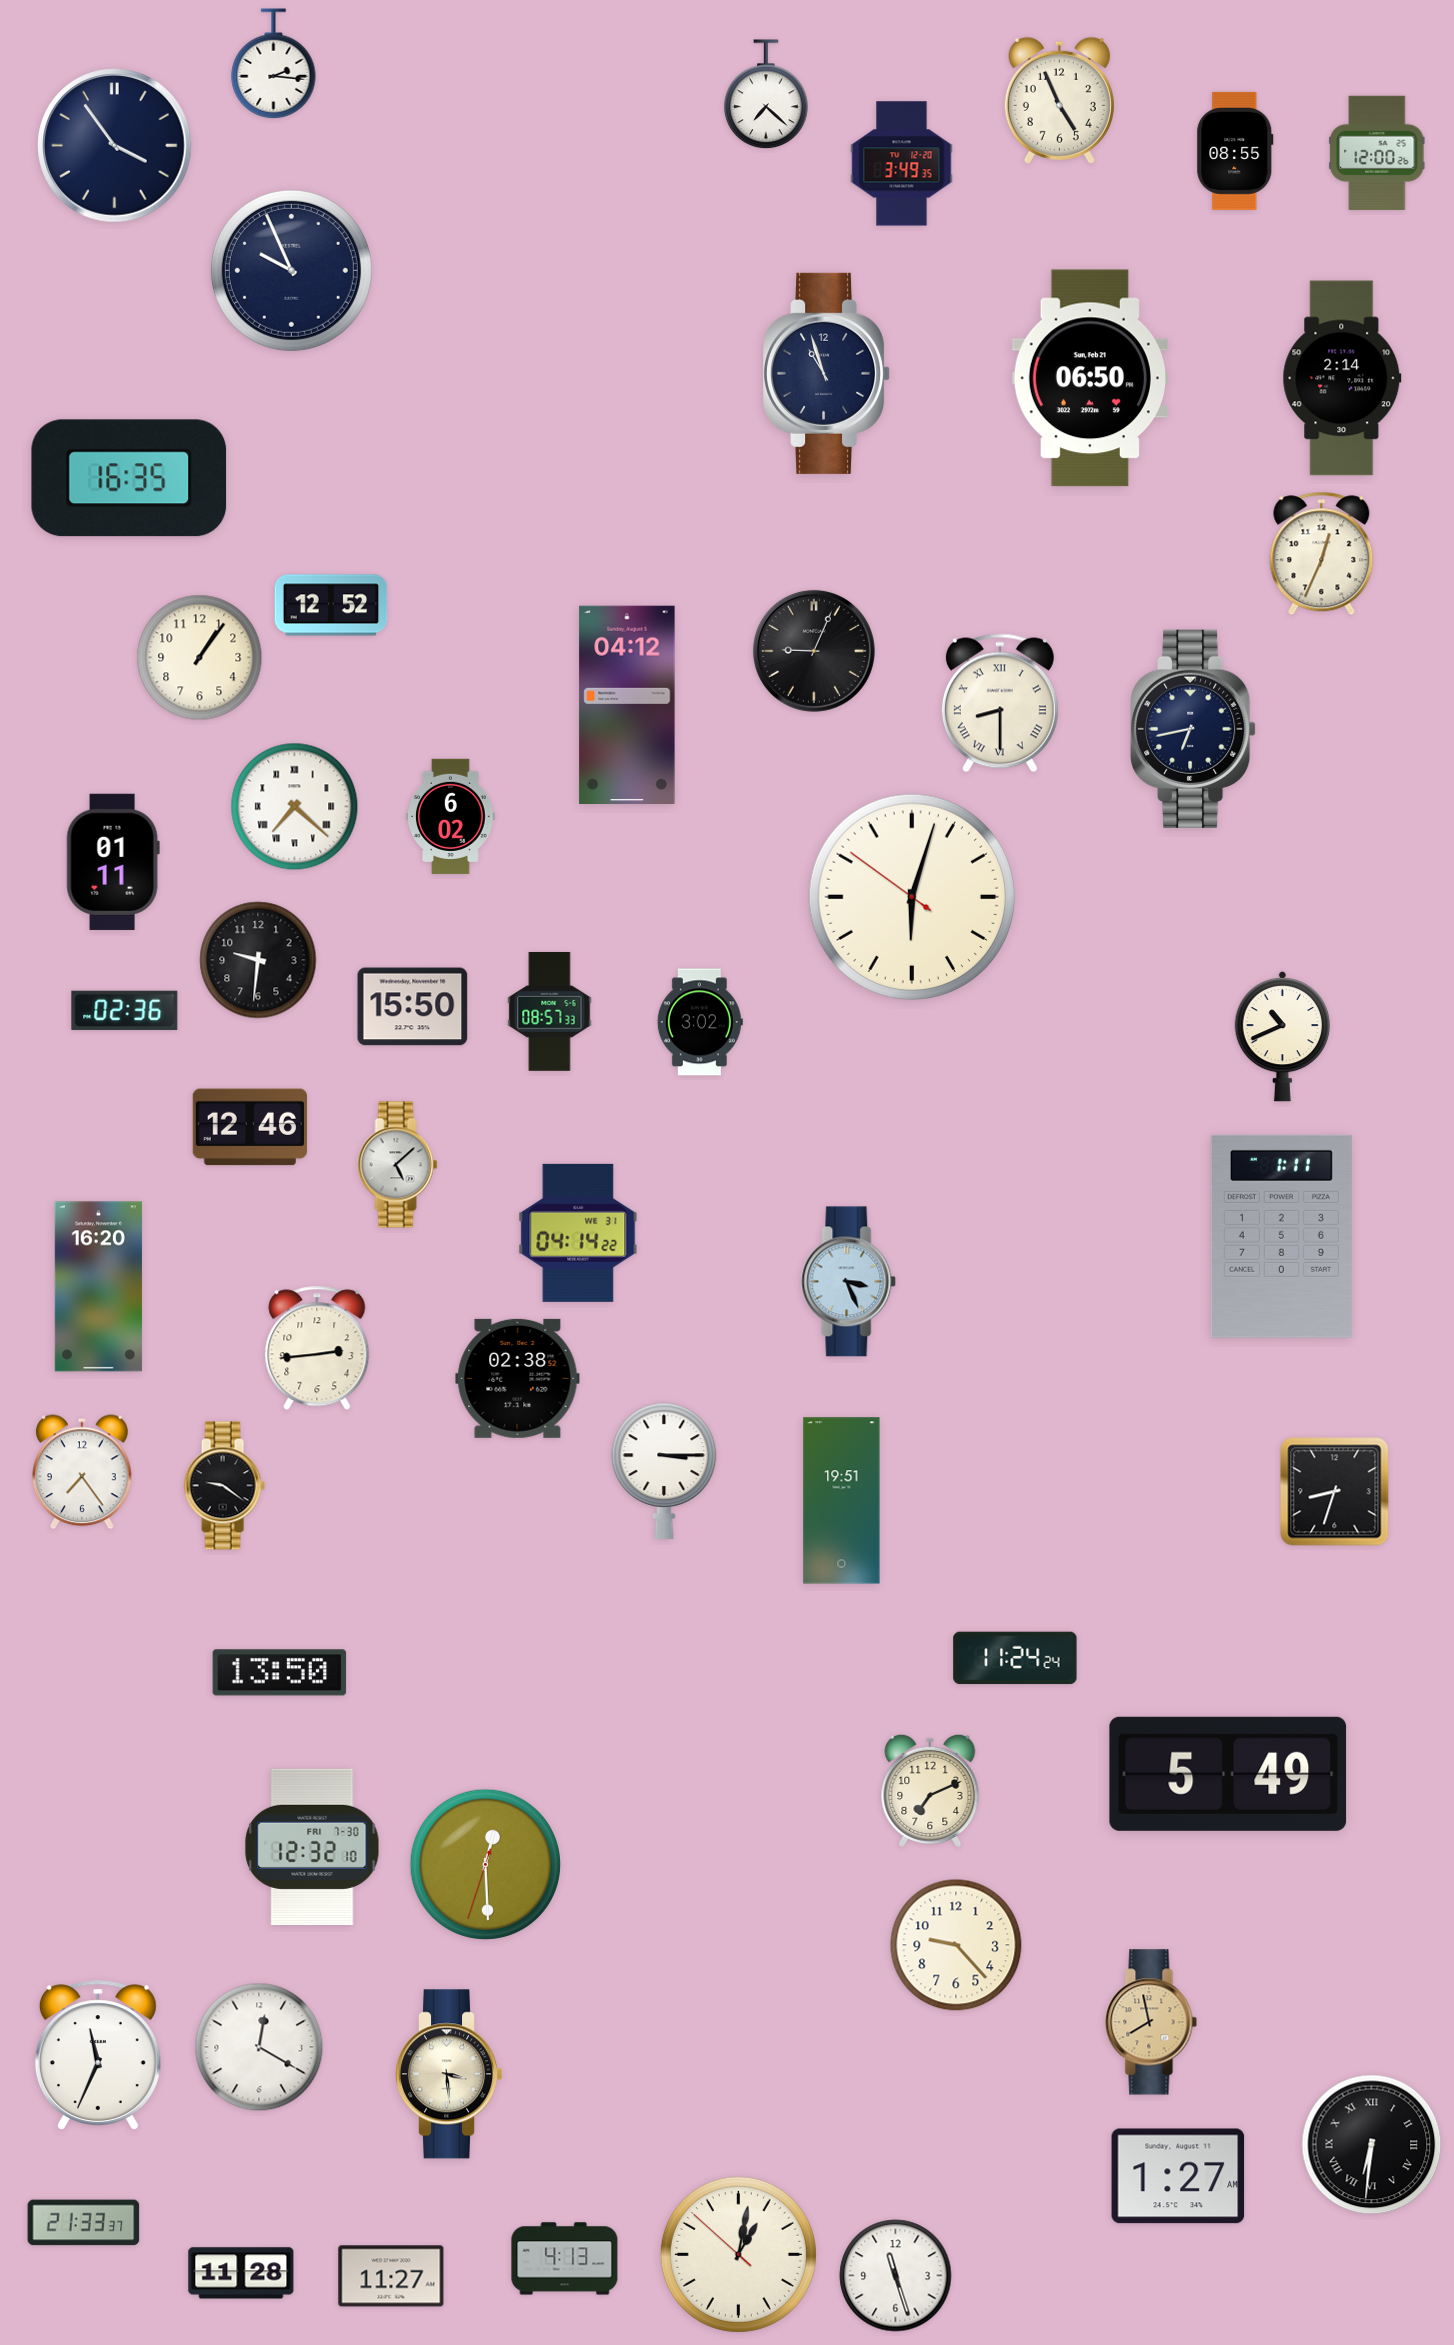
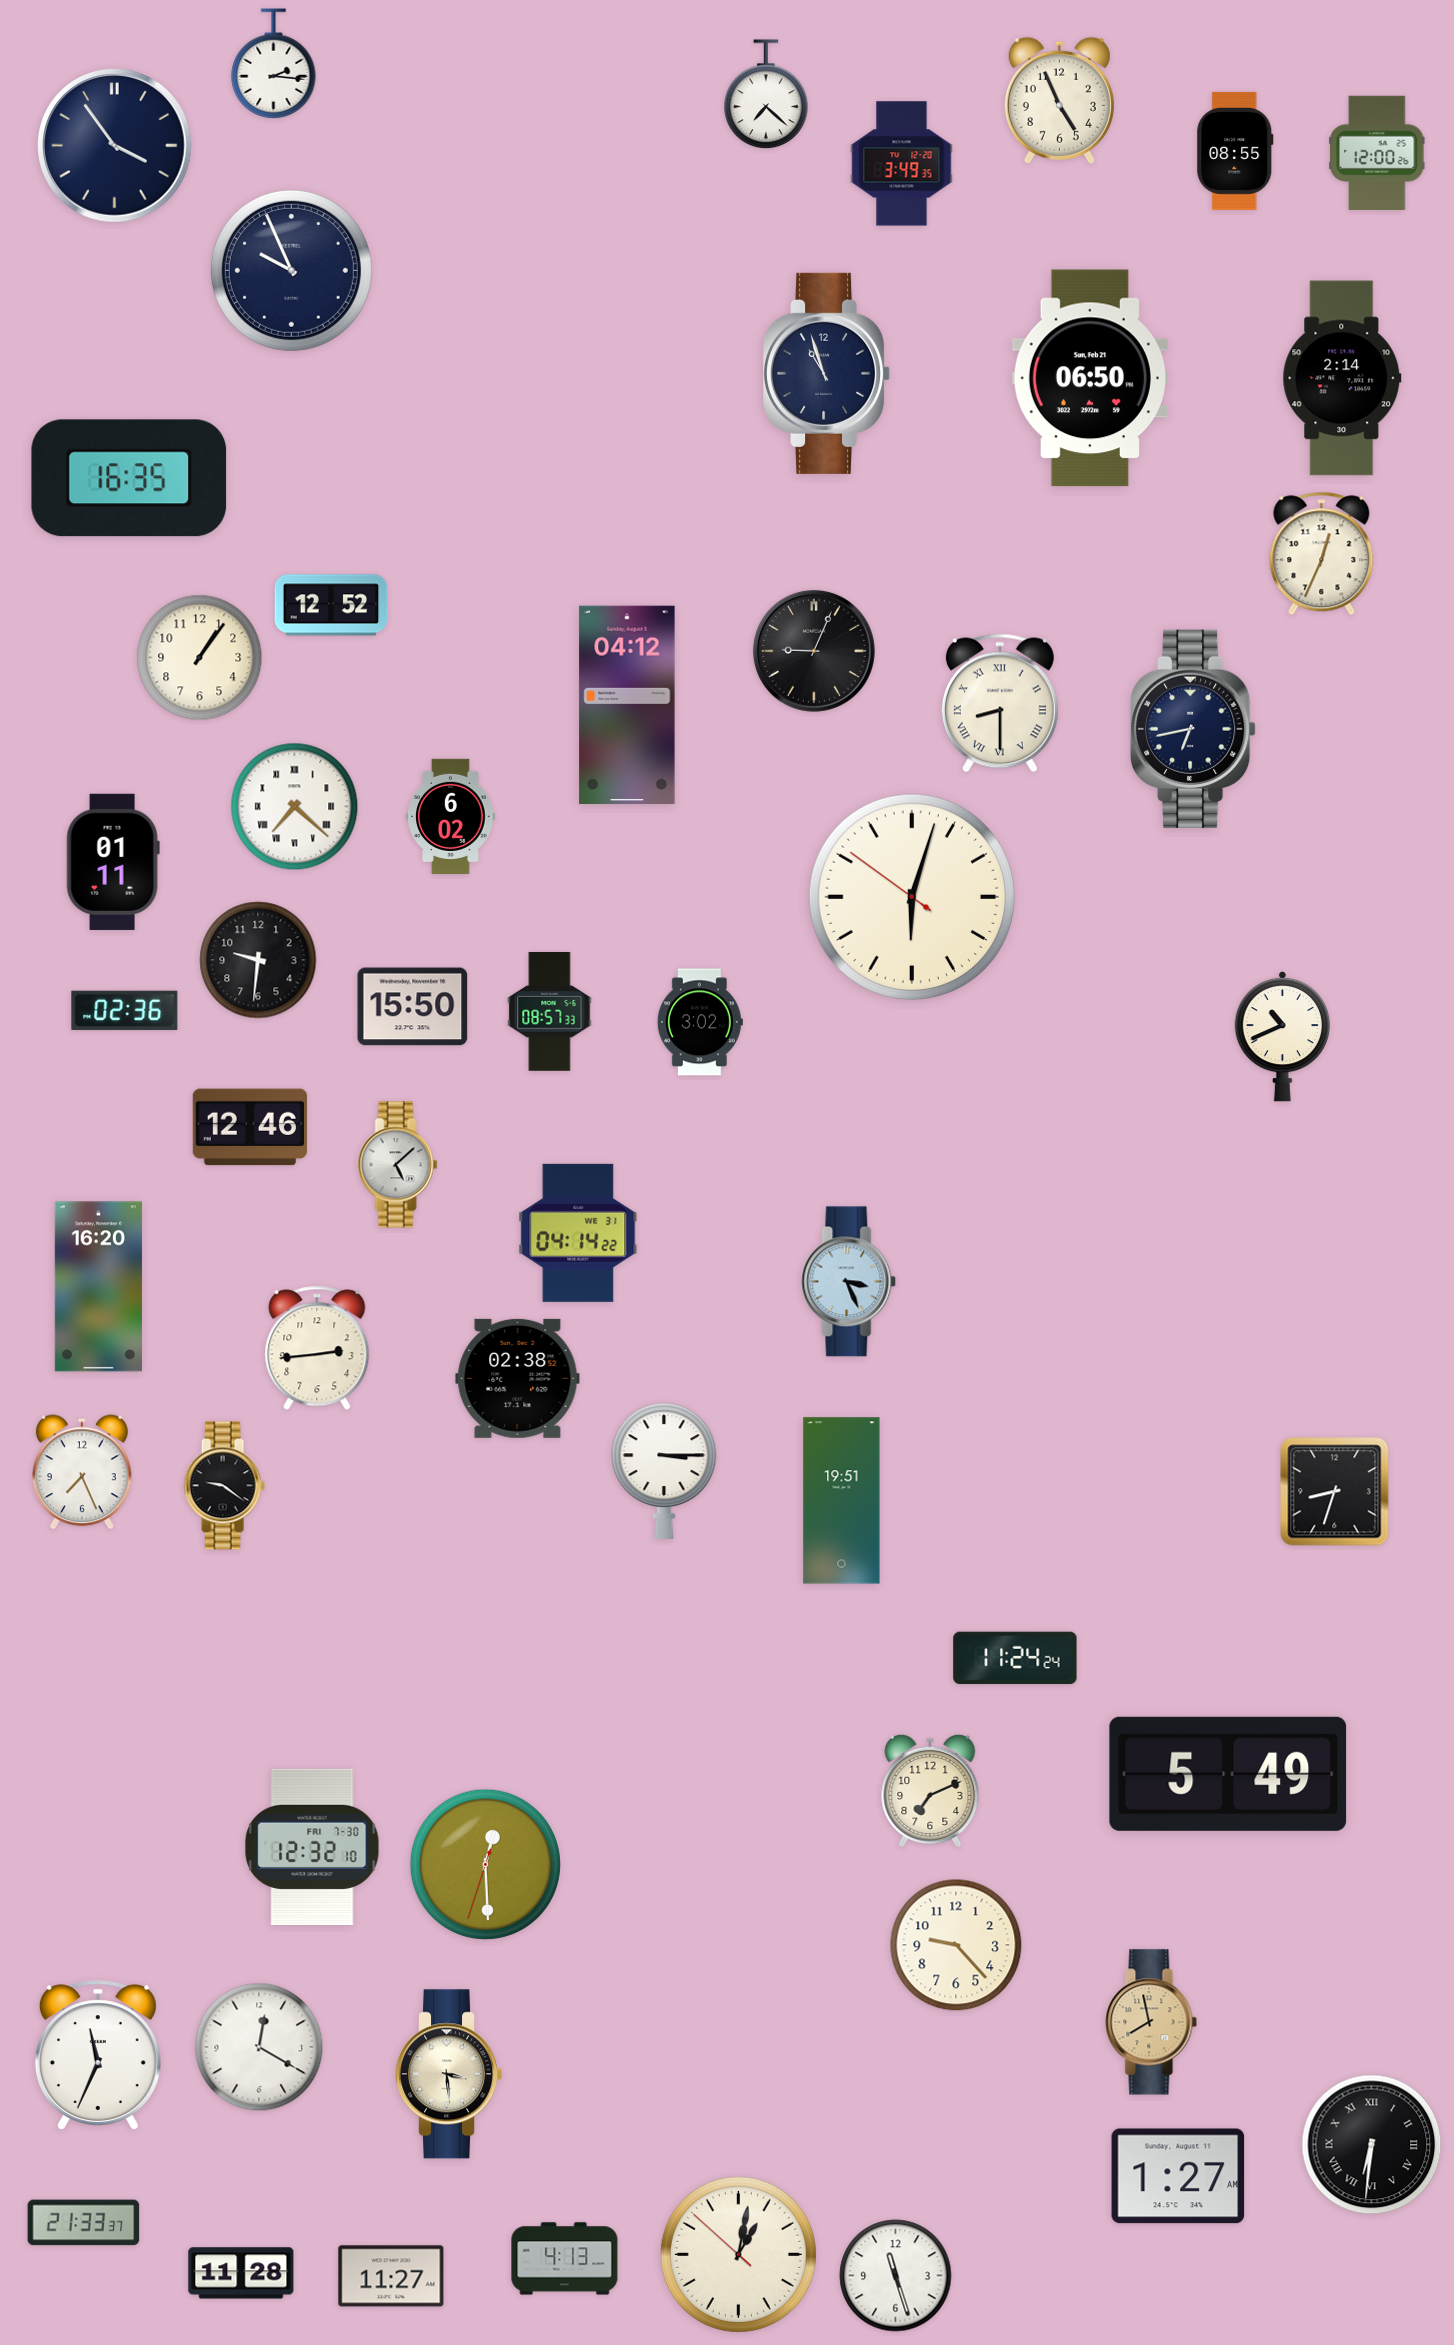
clock at (1281, 1236): 1:11 -> none
clock at (83, 1472): 7:24 -> 7:26
clock at (280, 1673): 13:50 -> none
